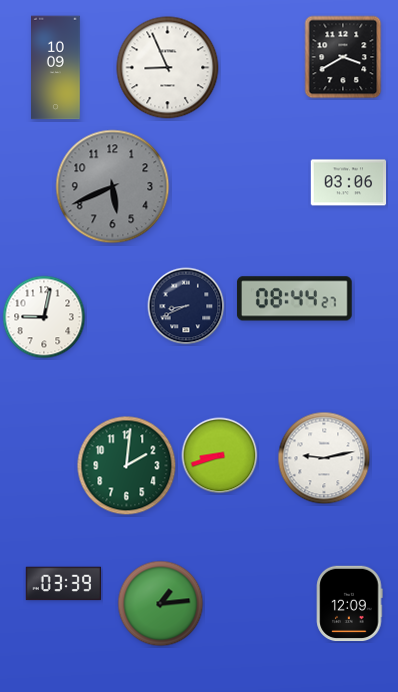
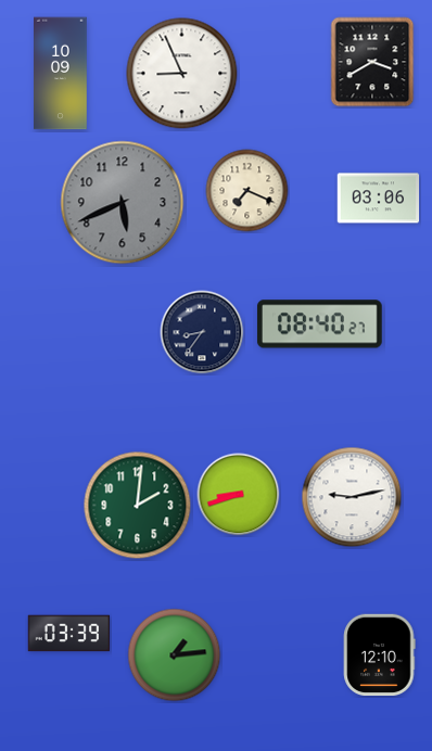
clock at (247, 191): none -> 7:19
clock at (294, 299): 08:44 -> 08:40
clock at (186, 306): 8:41 -> 8:36
clock at (44, 317): 9:02 -> none
clock at (350, 604): 12:09 -> 12:10
